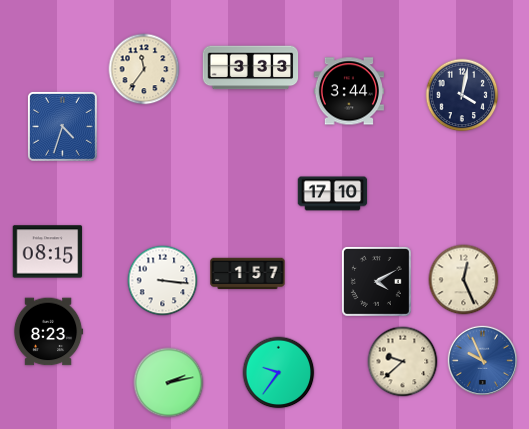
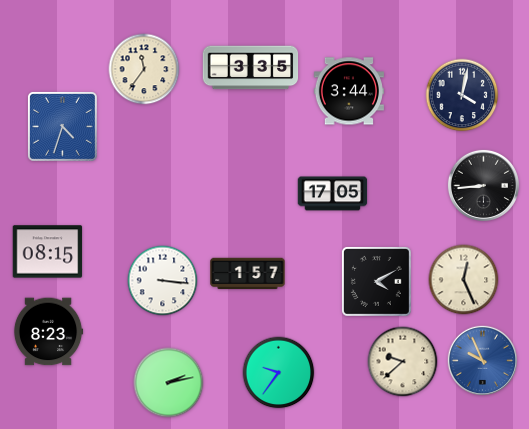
clock at (251, 68): 3:33 -> 3:35
clock at (483, 185): none -> 8:44
clock at (333, 194): 17:10 -> 17:05
